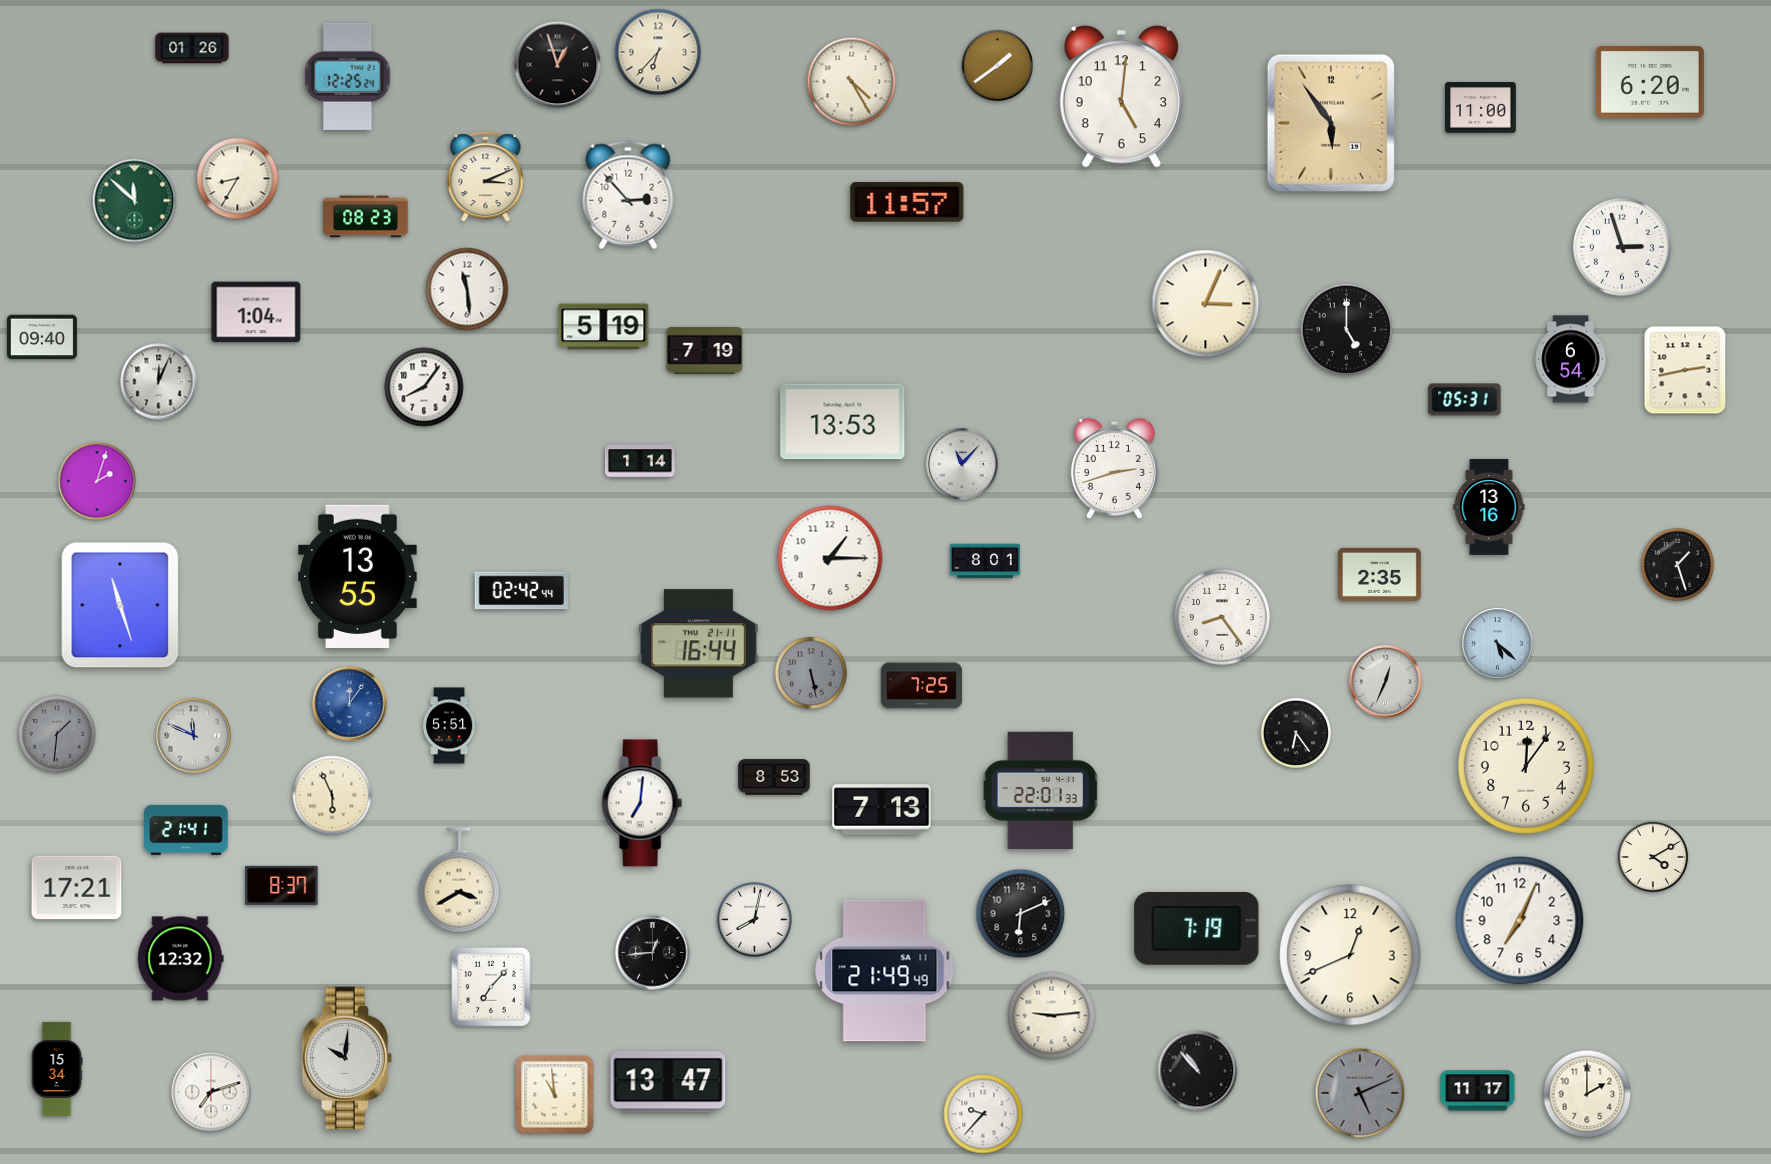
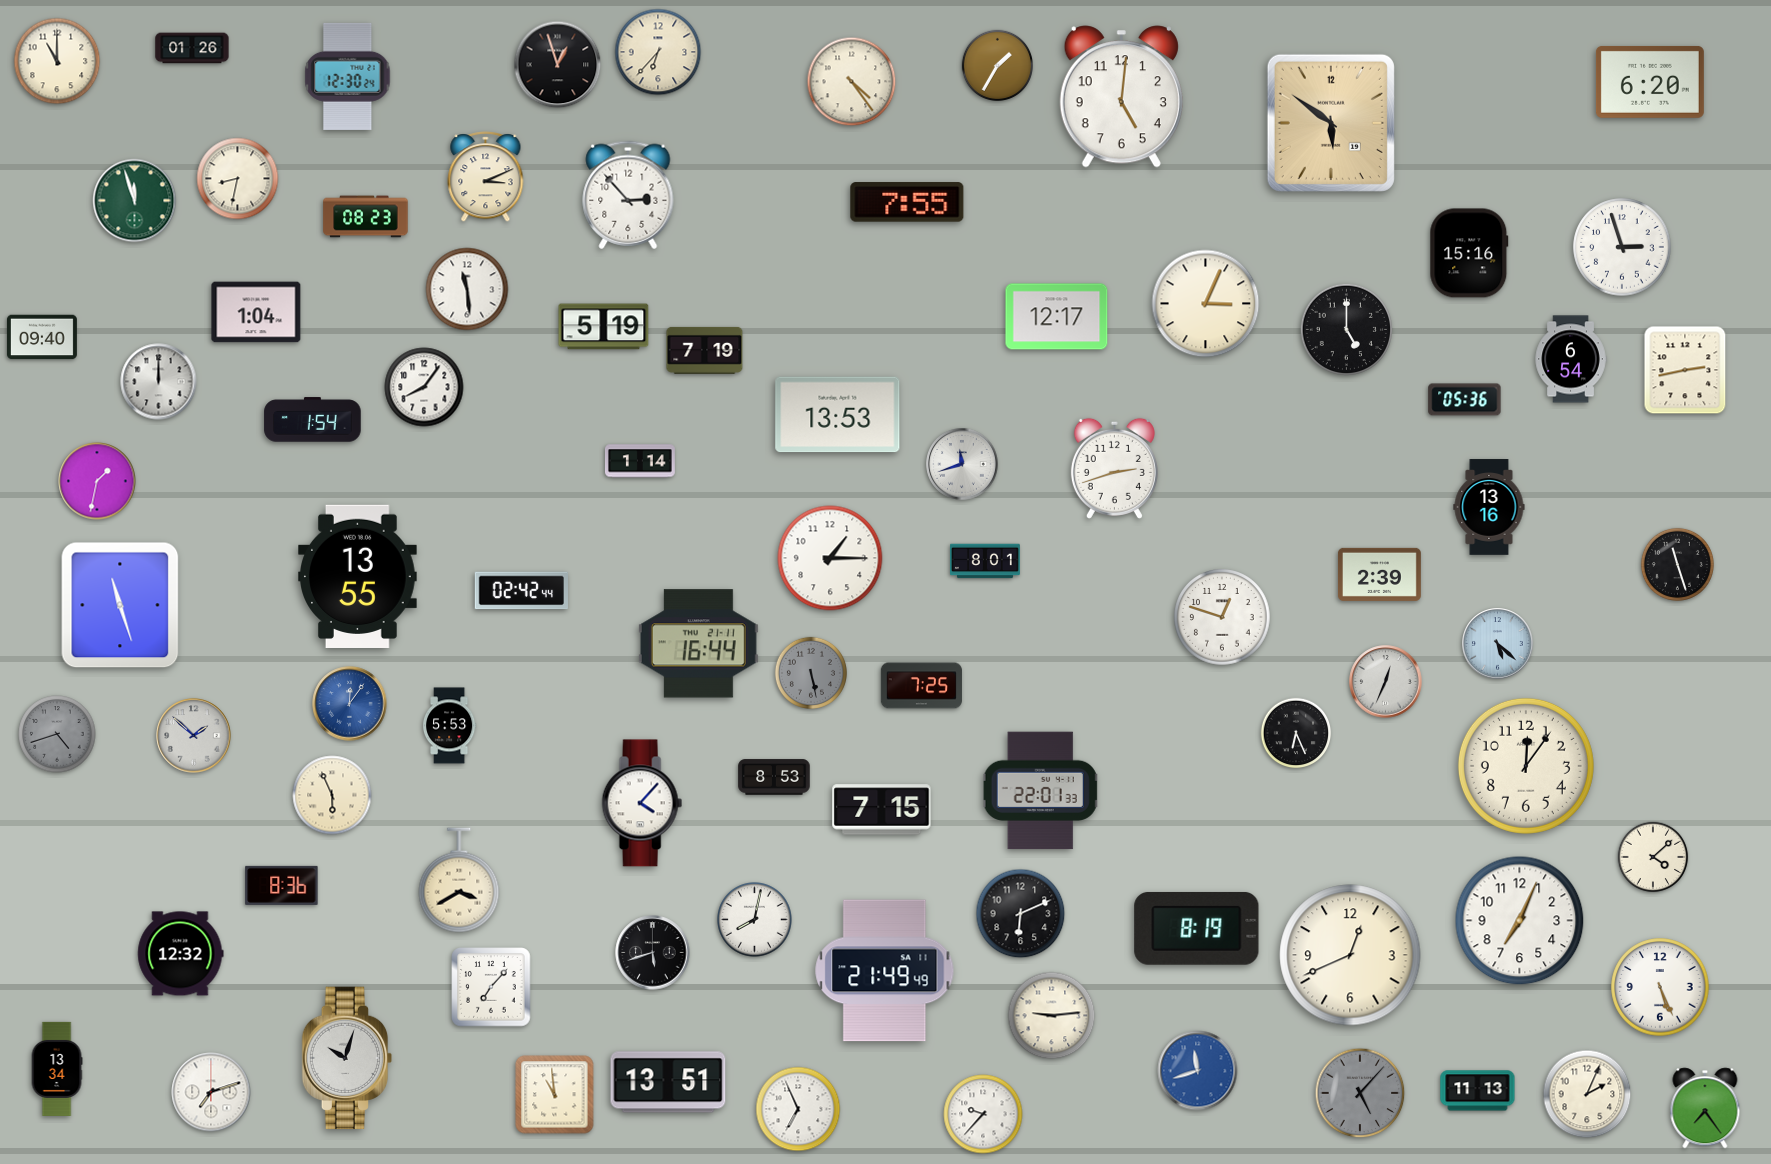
clock at (57, 61): none -> 11:00
clock at (997, 65): 1:39 -> 1:35
clock at (348, 76): 12:25 -> 12:30
clock at (852, 82): 4:25 -> 4:24
clock at (1481, 108): 11:00 -> none
clock at (1331, 123): 5:54 -> 5:51
clock at (238, 179): 8:35 -> 8:32
clock at (135, 201): 11:52 -> 11:57
clock at (907, 202): 11:57 -> 7:55
clock at (1469, 253): none -> 15:16
clock at (1057, 317): none -> 12:17
clock at (159, 382): 12:04 -> 12:00
clock at (1465, 400): 05:31 -> 05:36
clock at (313, 420): none -> 1:54
clock at (843, 422) position: (843, 422) -> (838, 415)
clock at (962, 464): 11:07 -> 11:42
clock at (97, 481): 2:03 -> 1:32
clock at (1677, 564): 1:27 -> 11:27
clock at (1379, 574): 2:35 -> 2:39
clock at (1222, 617): 8:24 -> 12:48
clock at (449, 726): 5:51 -> 5:53
clock at (1296, 733): 6:24 -> 6:26
clock at (57, 734): 1:31 -> 4:42
clock at (194, 736): 11:49 -> 1:52
clock at (642, 803): 7:01 -> 4:07
clock at (882, 810): 7:13 -> 7:15
clock at (186, 830): 21:41 -> none
clock at (1653, 857): 4:10 -> 4:08
clock at (282, 885): 8:37 -> 8:36
clock at (77, 888): 17:21 -> none
clock at (1197, 928): 7:19 -> 8:19
clock at (653, 953): 12:44 -> 5:42
clock at (181, 959) position: (181, 959) -> (181, 954)
clock at (1660, 987): none -> 5:26
clock at (347, 1058): 10:01 -> 10:03
clock at (57, 1069): 15:34 -> 13:34
clock at (1198, 1071): 10:53 -> 11:42
clock at (1198, 1071) dial: black -> blue
clock at (668, 1082): 13:47 -> 13:51
clock at (1478, 1091): 11:17 -> 11:13
clock at (1360, 1093): 5:11 -> 5:07
clock at (1587, 1094): 2:00 -> 2:04
clock at (1705, 1108): none -> 7:24
clock at (798, 1109): none -> 6:56
